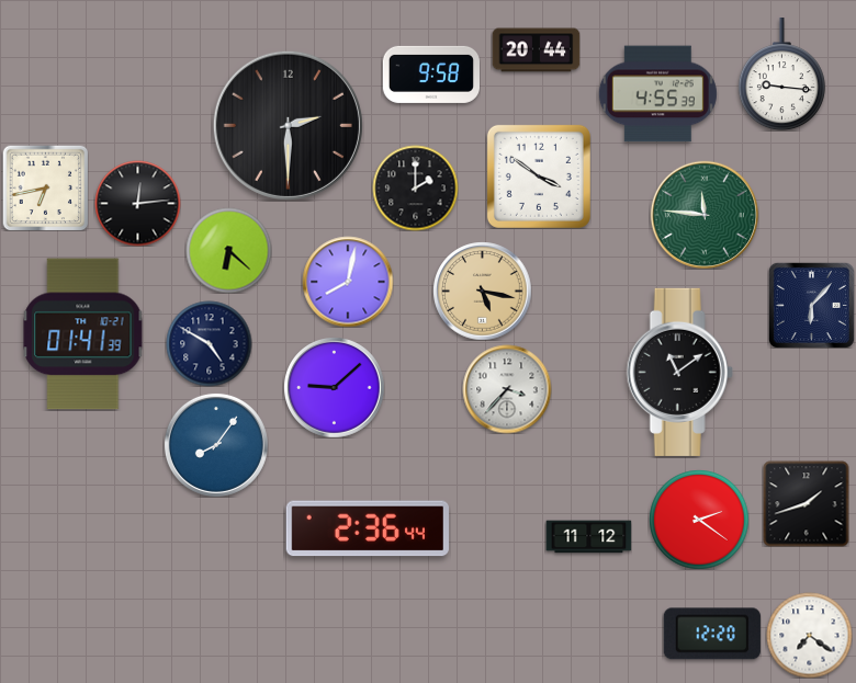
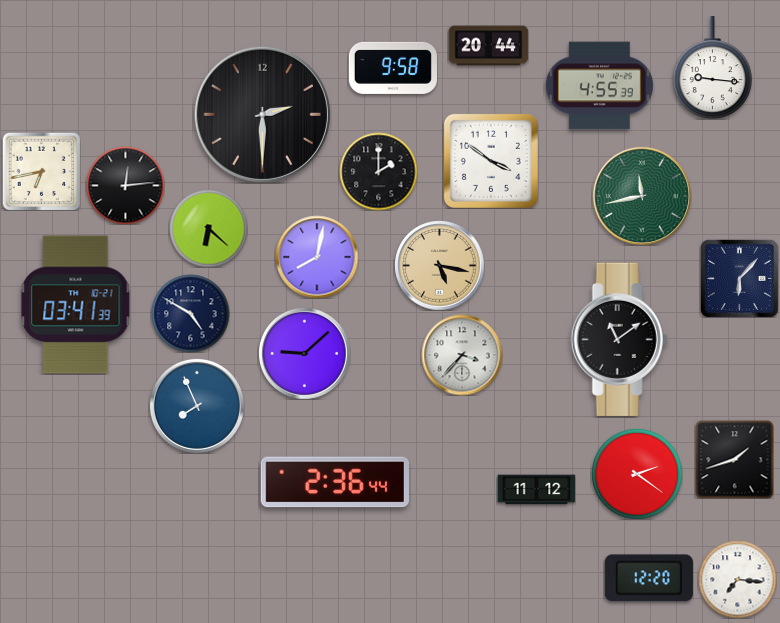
clock at (705, 215): 11:46 -> 11:43
clock at (83, 334): 01:41 -> 03:41
clock at (216, 445): 8:06 -> 7:56
clock at (809, 635): 7:21 -> 7:16
